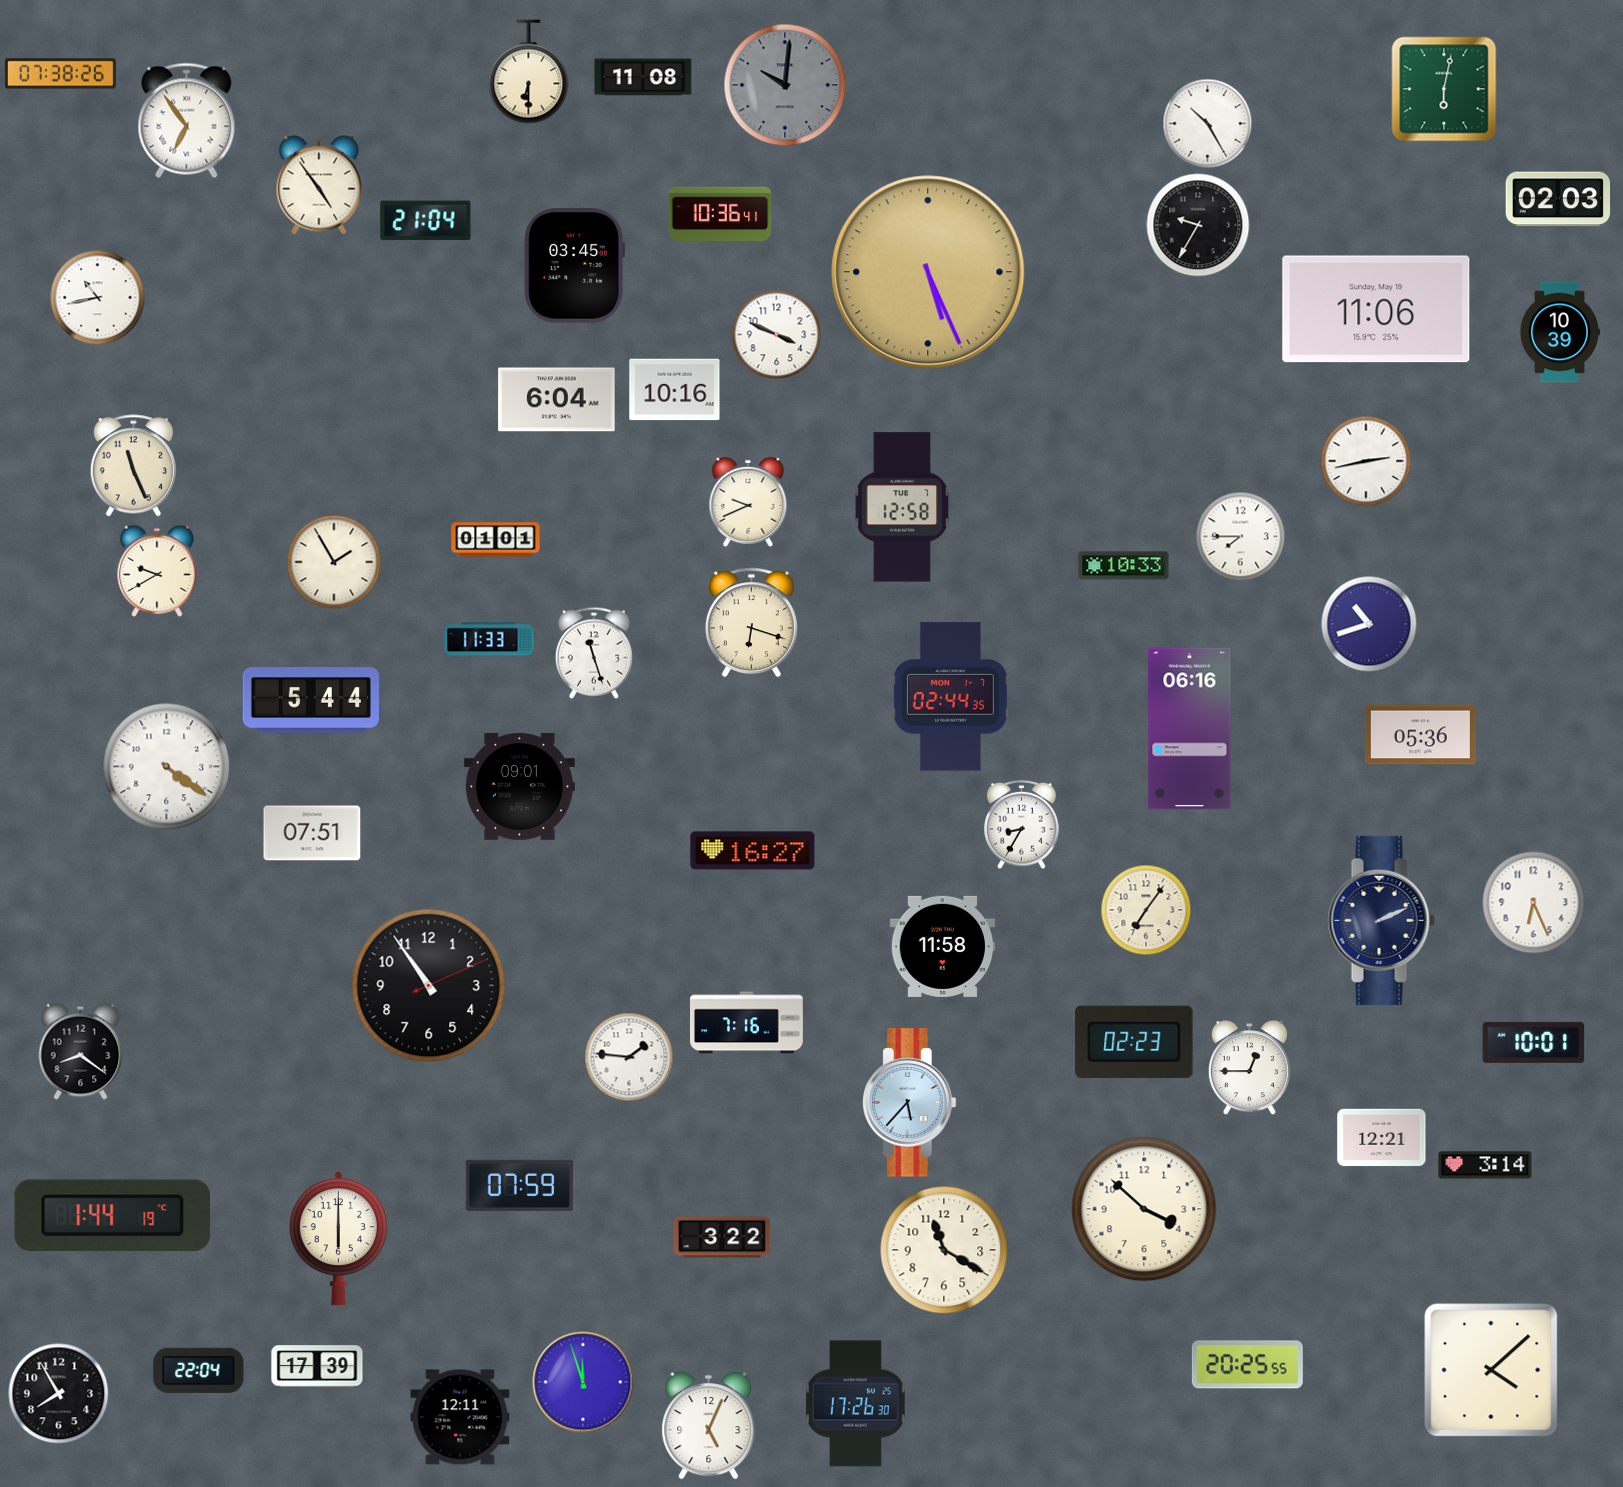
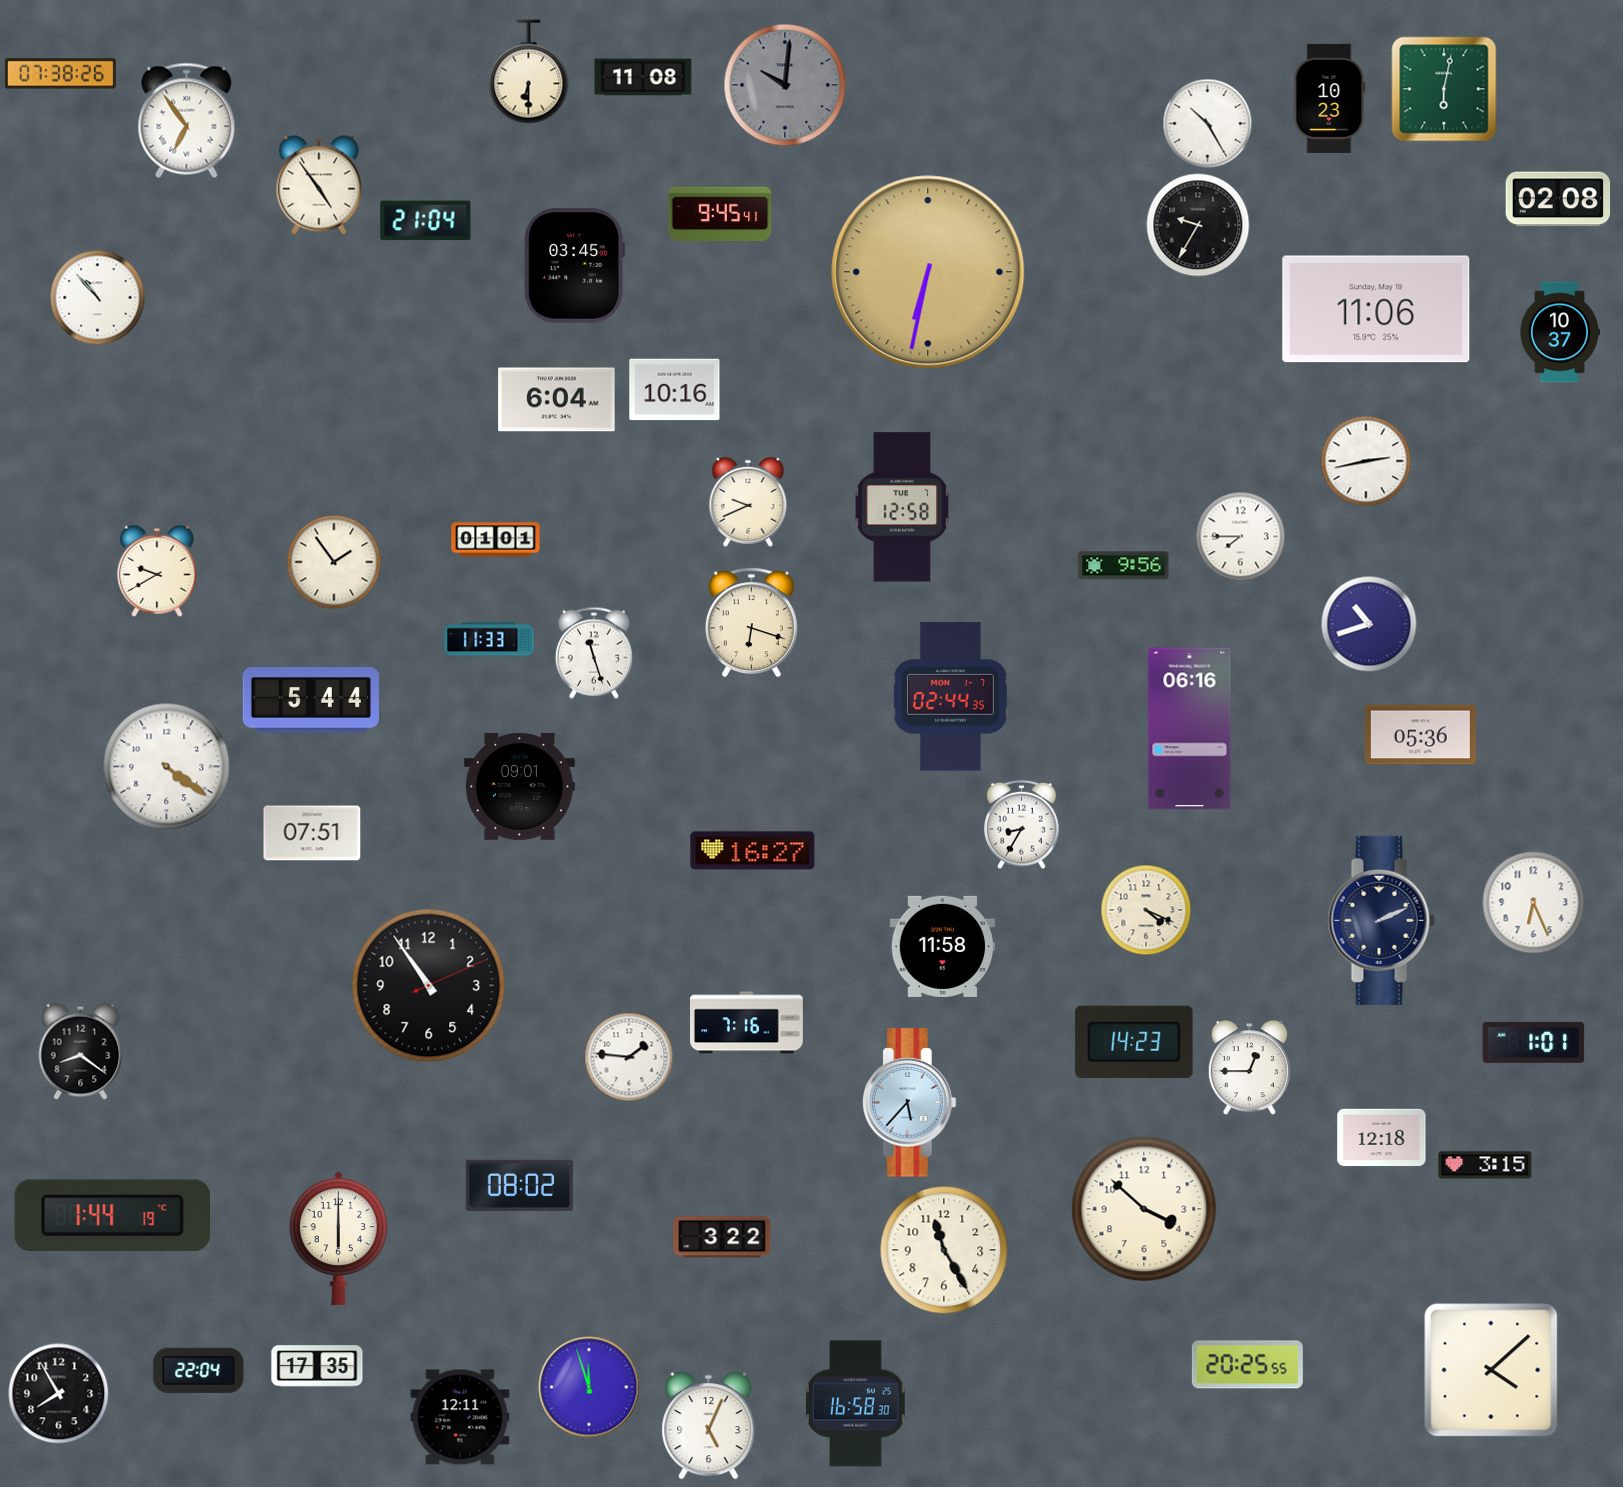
clock at (1330, 98): none -> 10:23
clock at (1558, 199): 02:03 -> 02:08
clock at (720, 213): 10:36 -> 9:45
clock at (928, 272): 5:26 -> 6:32
clock at (98, 298): 10:43 -> 10:53
clock at (1559, 332): 10:39 -> 10:37
clock at (777, 335): 3:49 -> none
clock at (133, 466): 11:26 -> none
clock at (334, 562): 1:55 -> 1:54
clock at (1124, 566): 10:33 -> 9:56
clock at (1146, 910): 7:06 -> 4:19
clock at (1134, 1042): 02:23 -> 14:23
clock at (1534, 1042): 10:01 -> 1:01
clock at (1382, 1138): 12:21 -> 12:18
clock at (1485, 1165): 3:14 -> 3:15
clock at (519, 1185): 07:59 -> 08:02
clock at (944, 1250): 11:20 -> 11:25
clock at (317, 1366): 17:39 -> 17:35
clock at (583, 1382) position: (583, 1382) -> (589, 1387)
clock at (856, 1404): 17:26 -> 16:58
